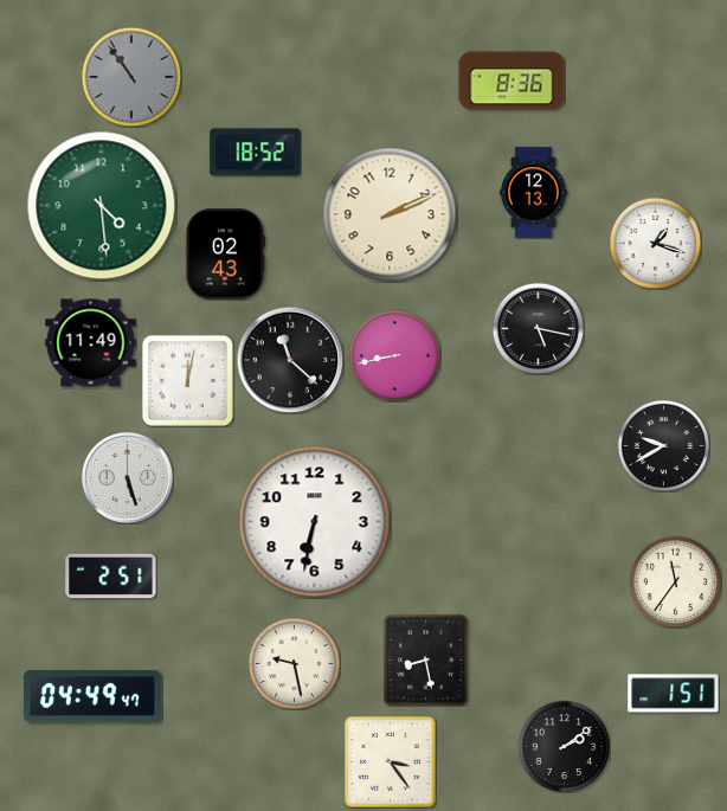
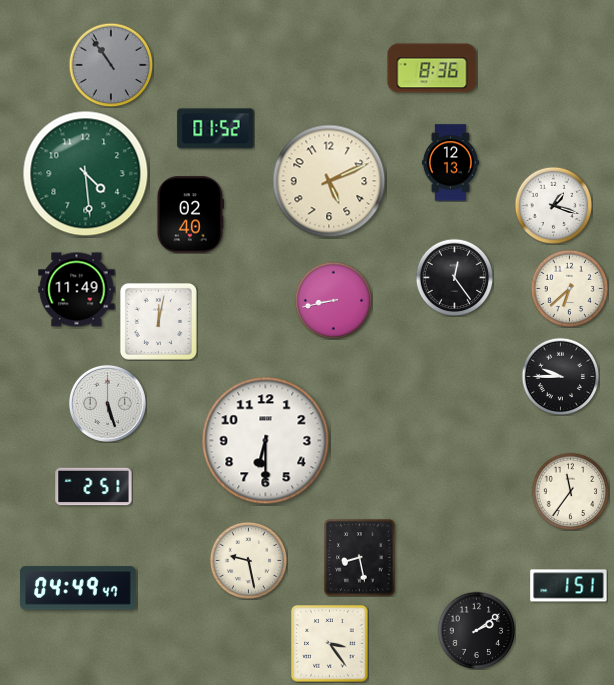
clock at (256, 153): 18:52 -> 01:52
clock at (390, 214): 2:11 -> 5:11
clock at (225, 255): 02:43 -> 02:40
clock at (538, 328): 5:17 -> 12:24
clock at (569, 288): none -> 6:38
clock at (290, 360): 11:22 -> none
clock at (663, 445): 9:40 -> 9:45
clock at (315, 522): 6:32 -> 6:30
